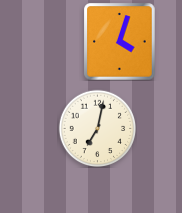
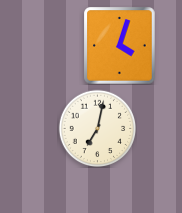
clock at (120, 42) position: (120, 42) -> (120, 46)
